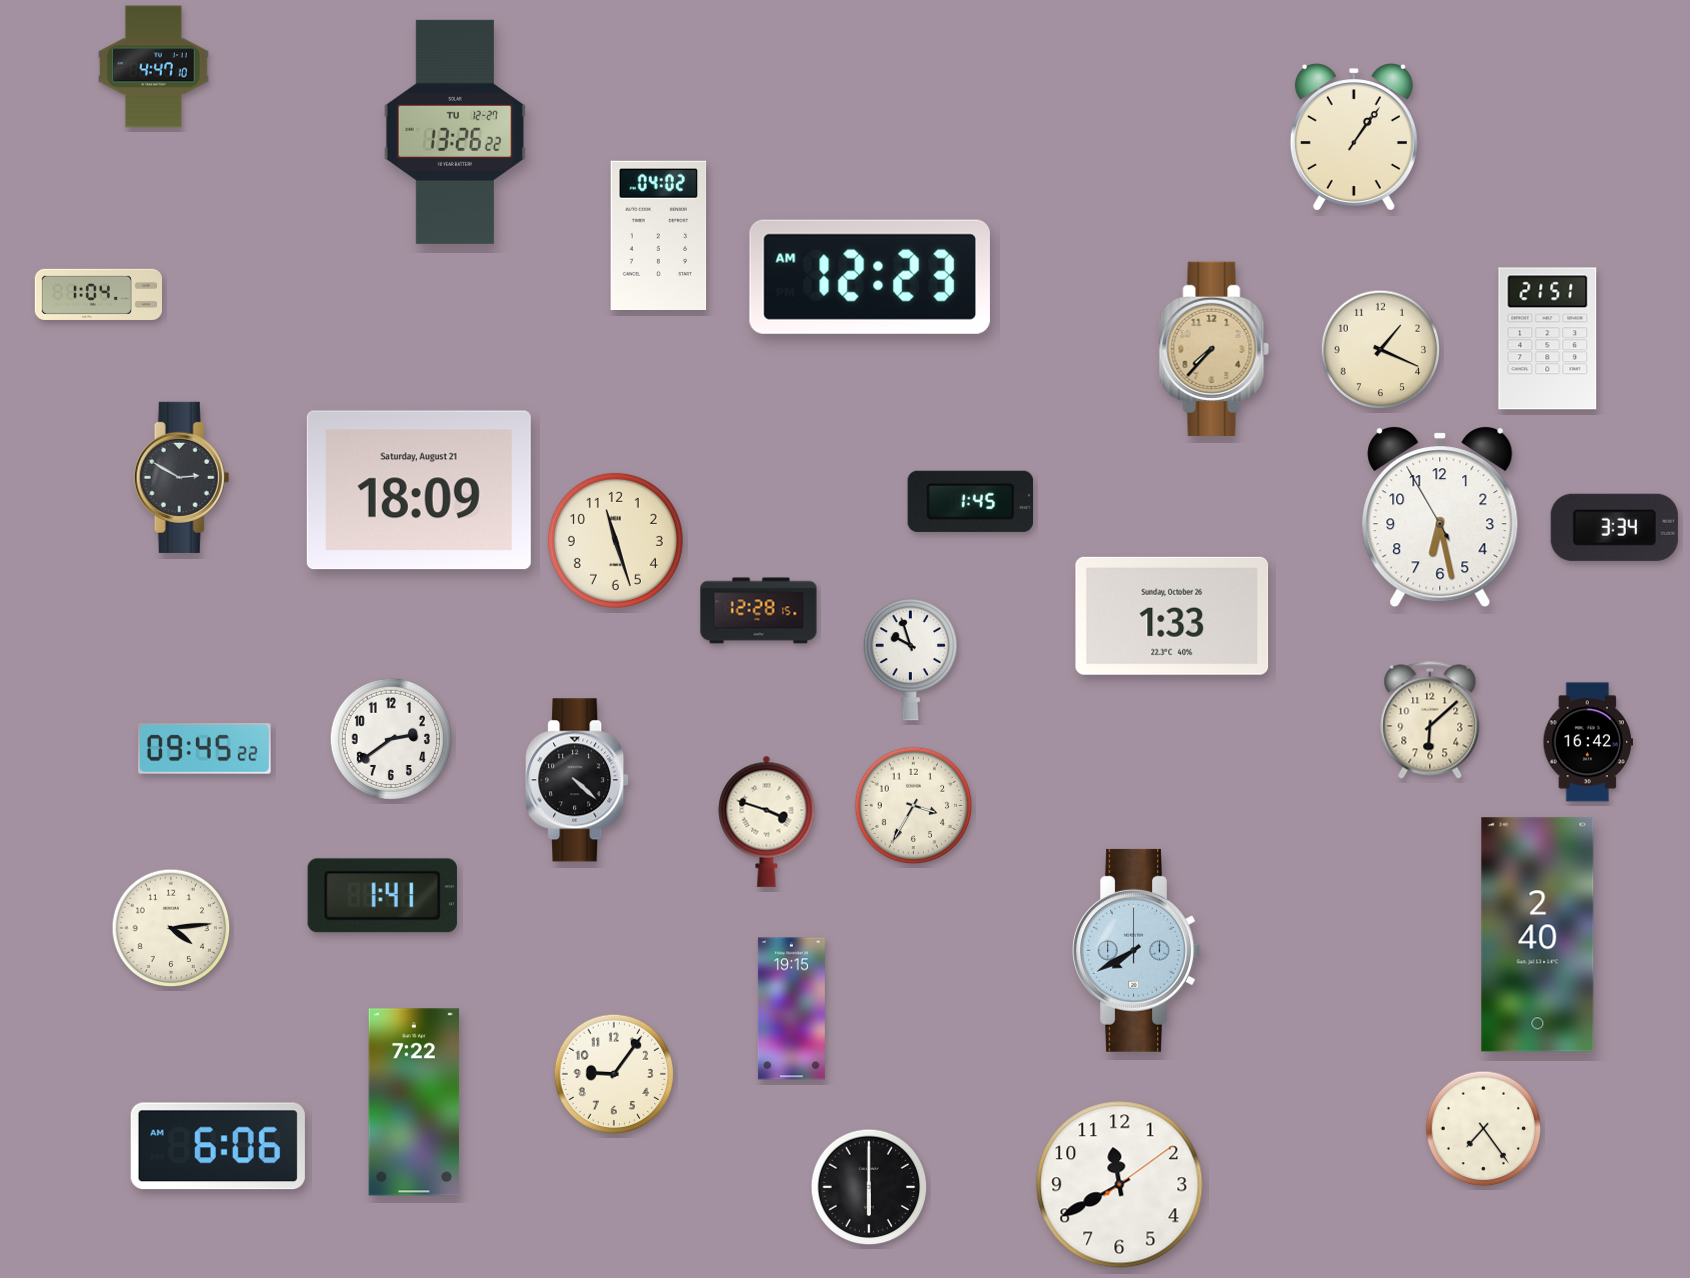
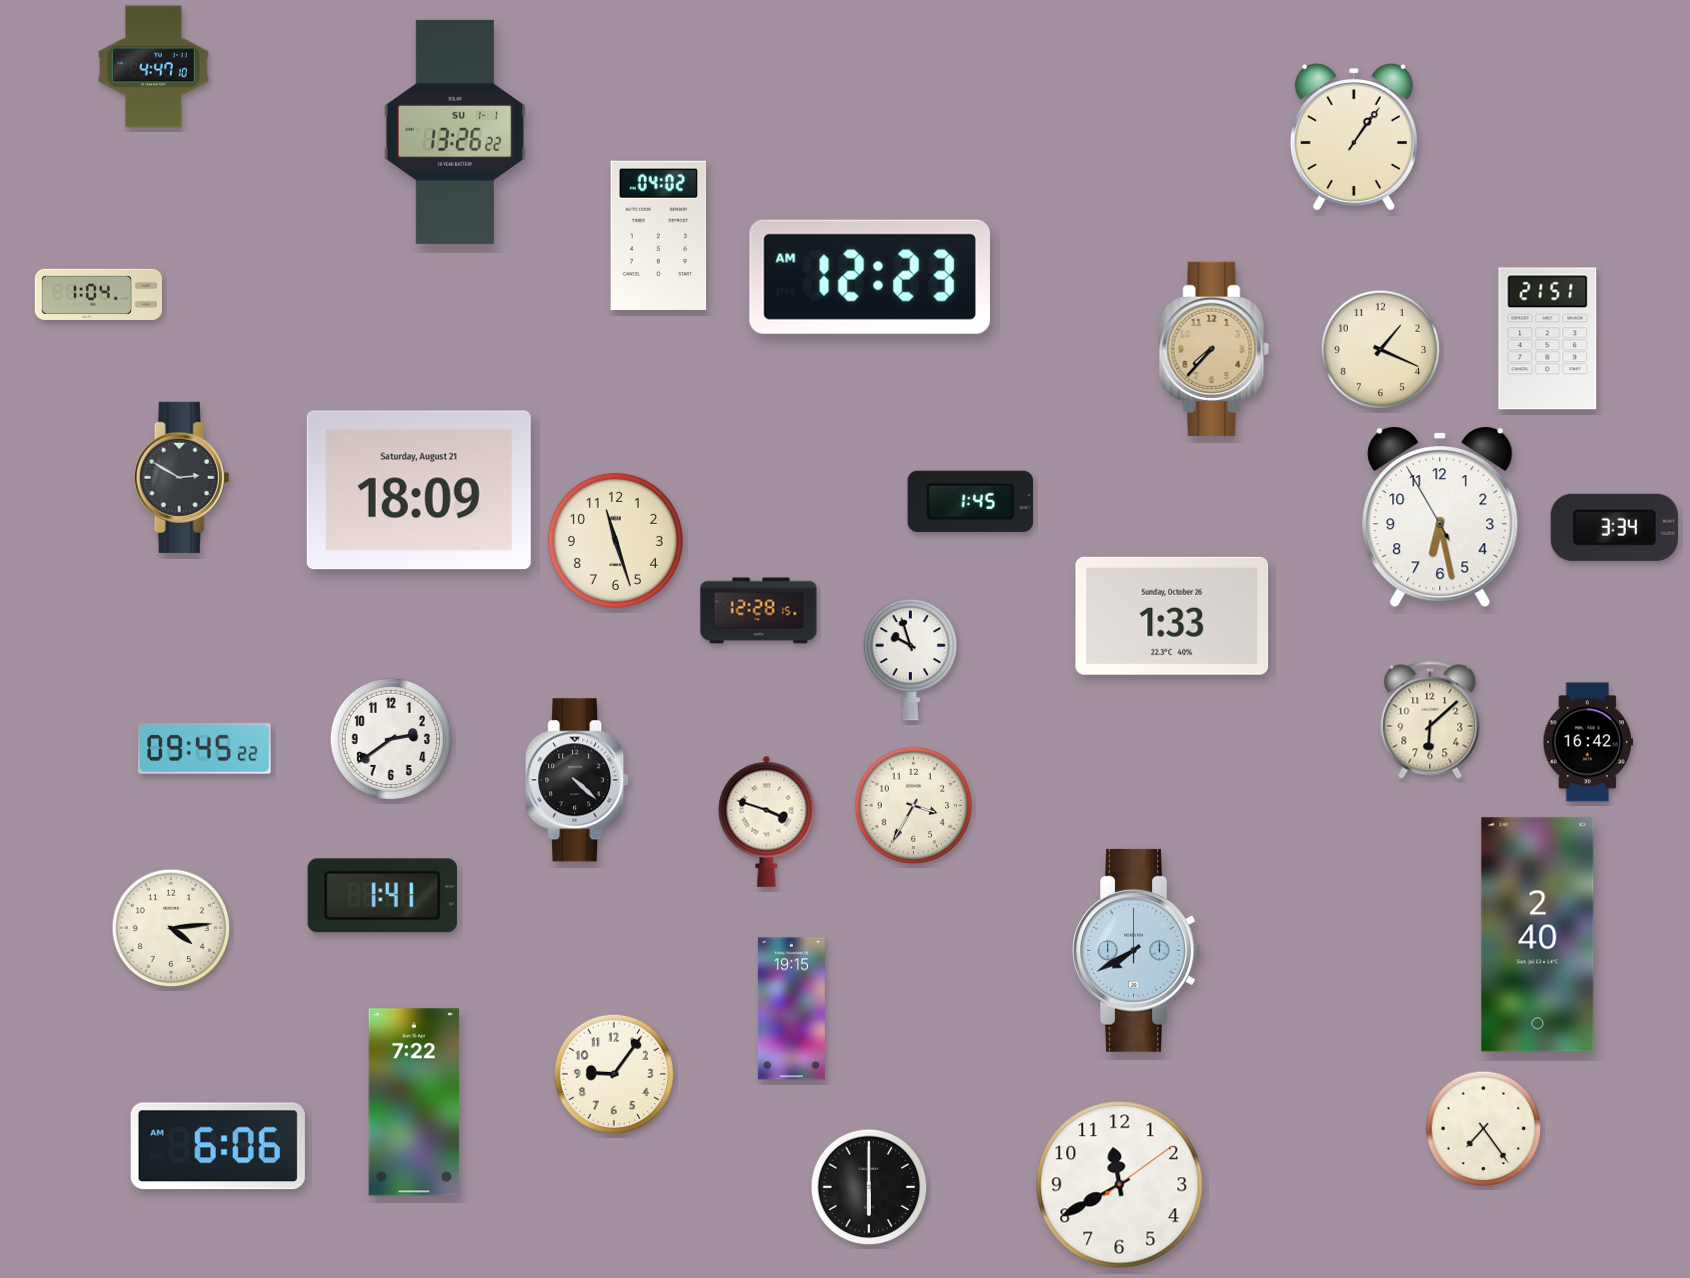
clock at (455, 132) date: TU 12-27 -> SU 1-1
